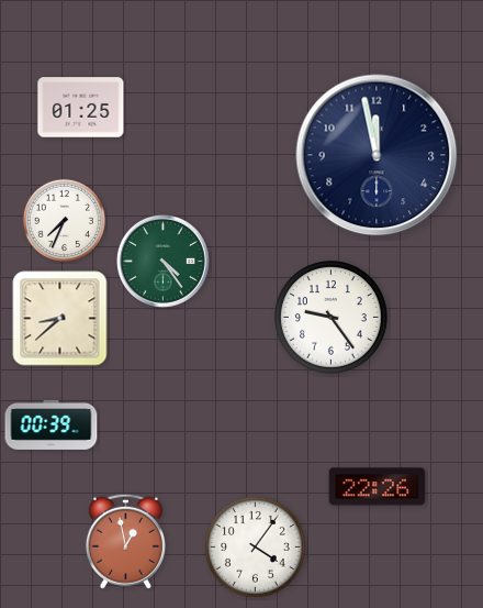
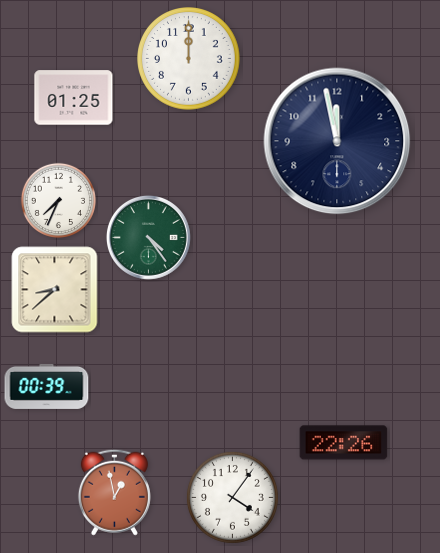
clock at (189, 59): none -> 12:00
clock at (377, 155) position: (377, 155) -> (337, 141)
clock at (332, 318): 9:24 -> none
